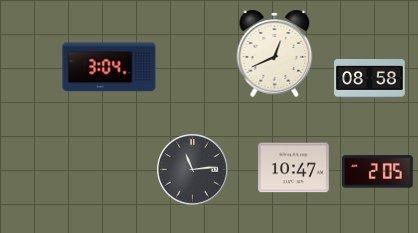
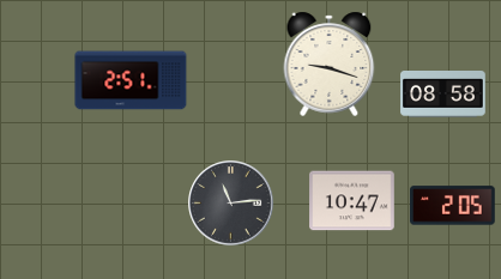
clock at (275, 53): 12:41 -> 9:18
clock at (109, 67): 3:04 -> 2:51
